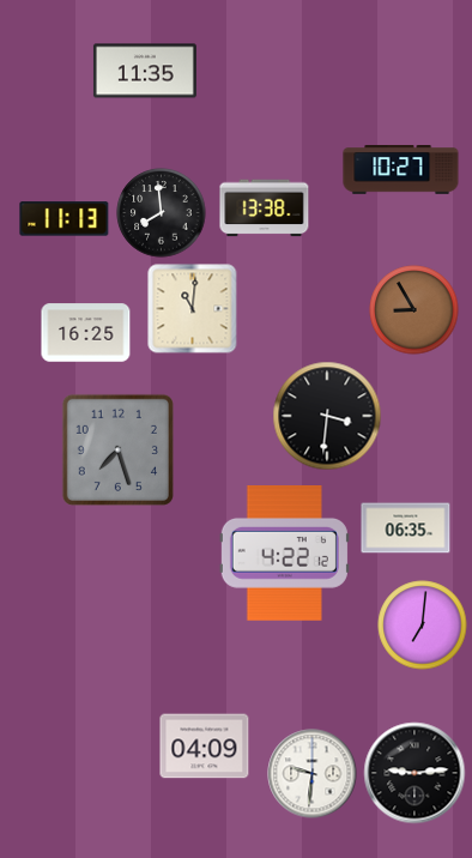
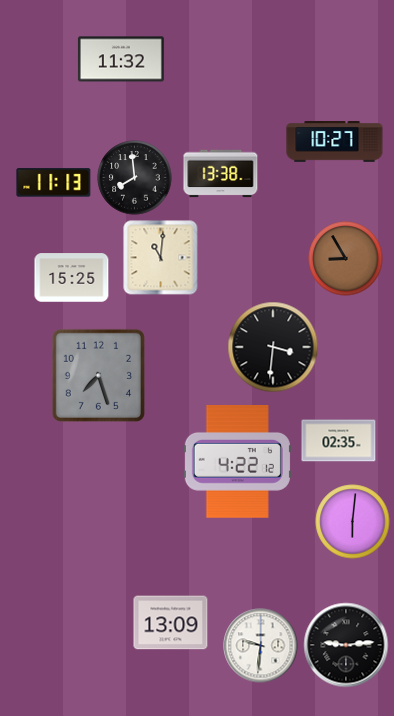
clock at (145, 71): 11:35 -> 11:32
clock at (86, 333): 16:25 -> 15:25
clock at (406, 528): 06:35 -> 02:35
clock at (423, 626): 7:01 -> 6:01
clock at (205, 747): 04:09 -> 13:09
